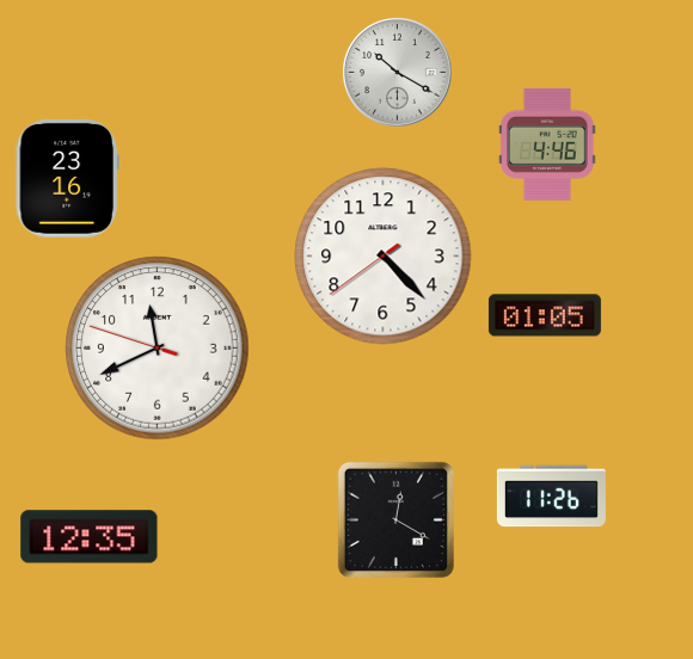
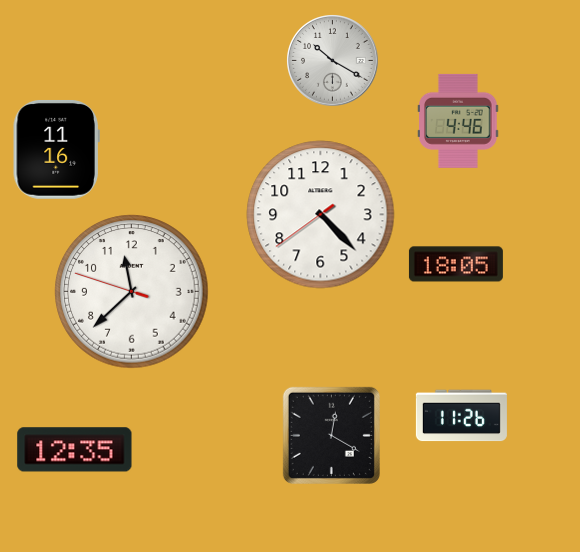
clock at (67, 178): 23:16 -> 11:16
clock at (545, 315): 01:05 -> 18:05
clock at (158, 349): 11:40 -> 11:37
